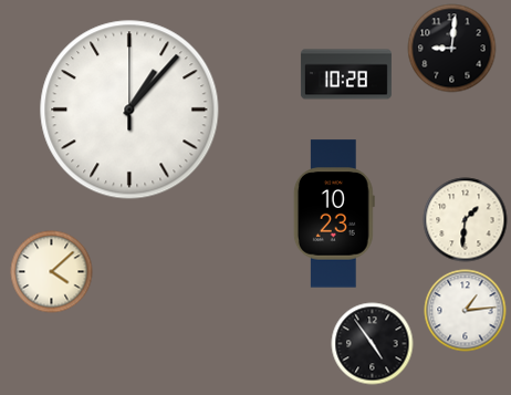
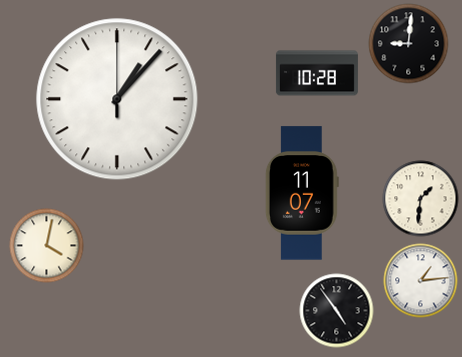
clock at (346, 74) position: (346, 74) -> (317, 73)
clock at (334, 214): 10:23 -> 11:07
clock at (52, 272): 4:08 -> 4:02
